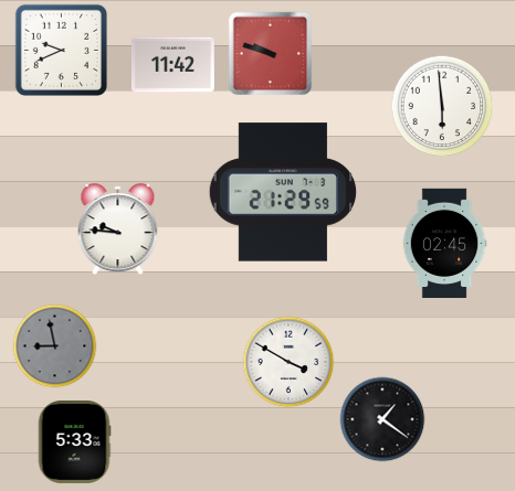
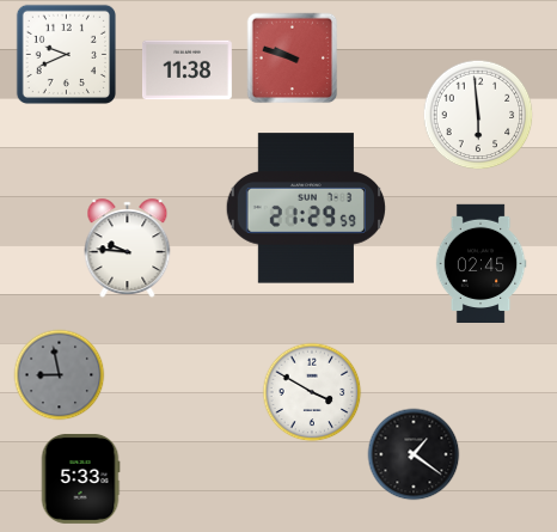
clock at (174, 65): 11:42 -> 11:38
